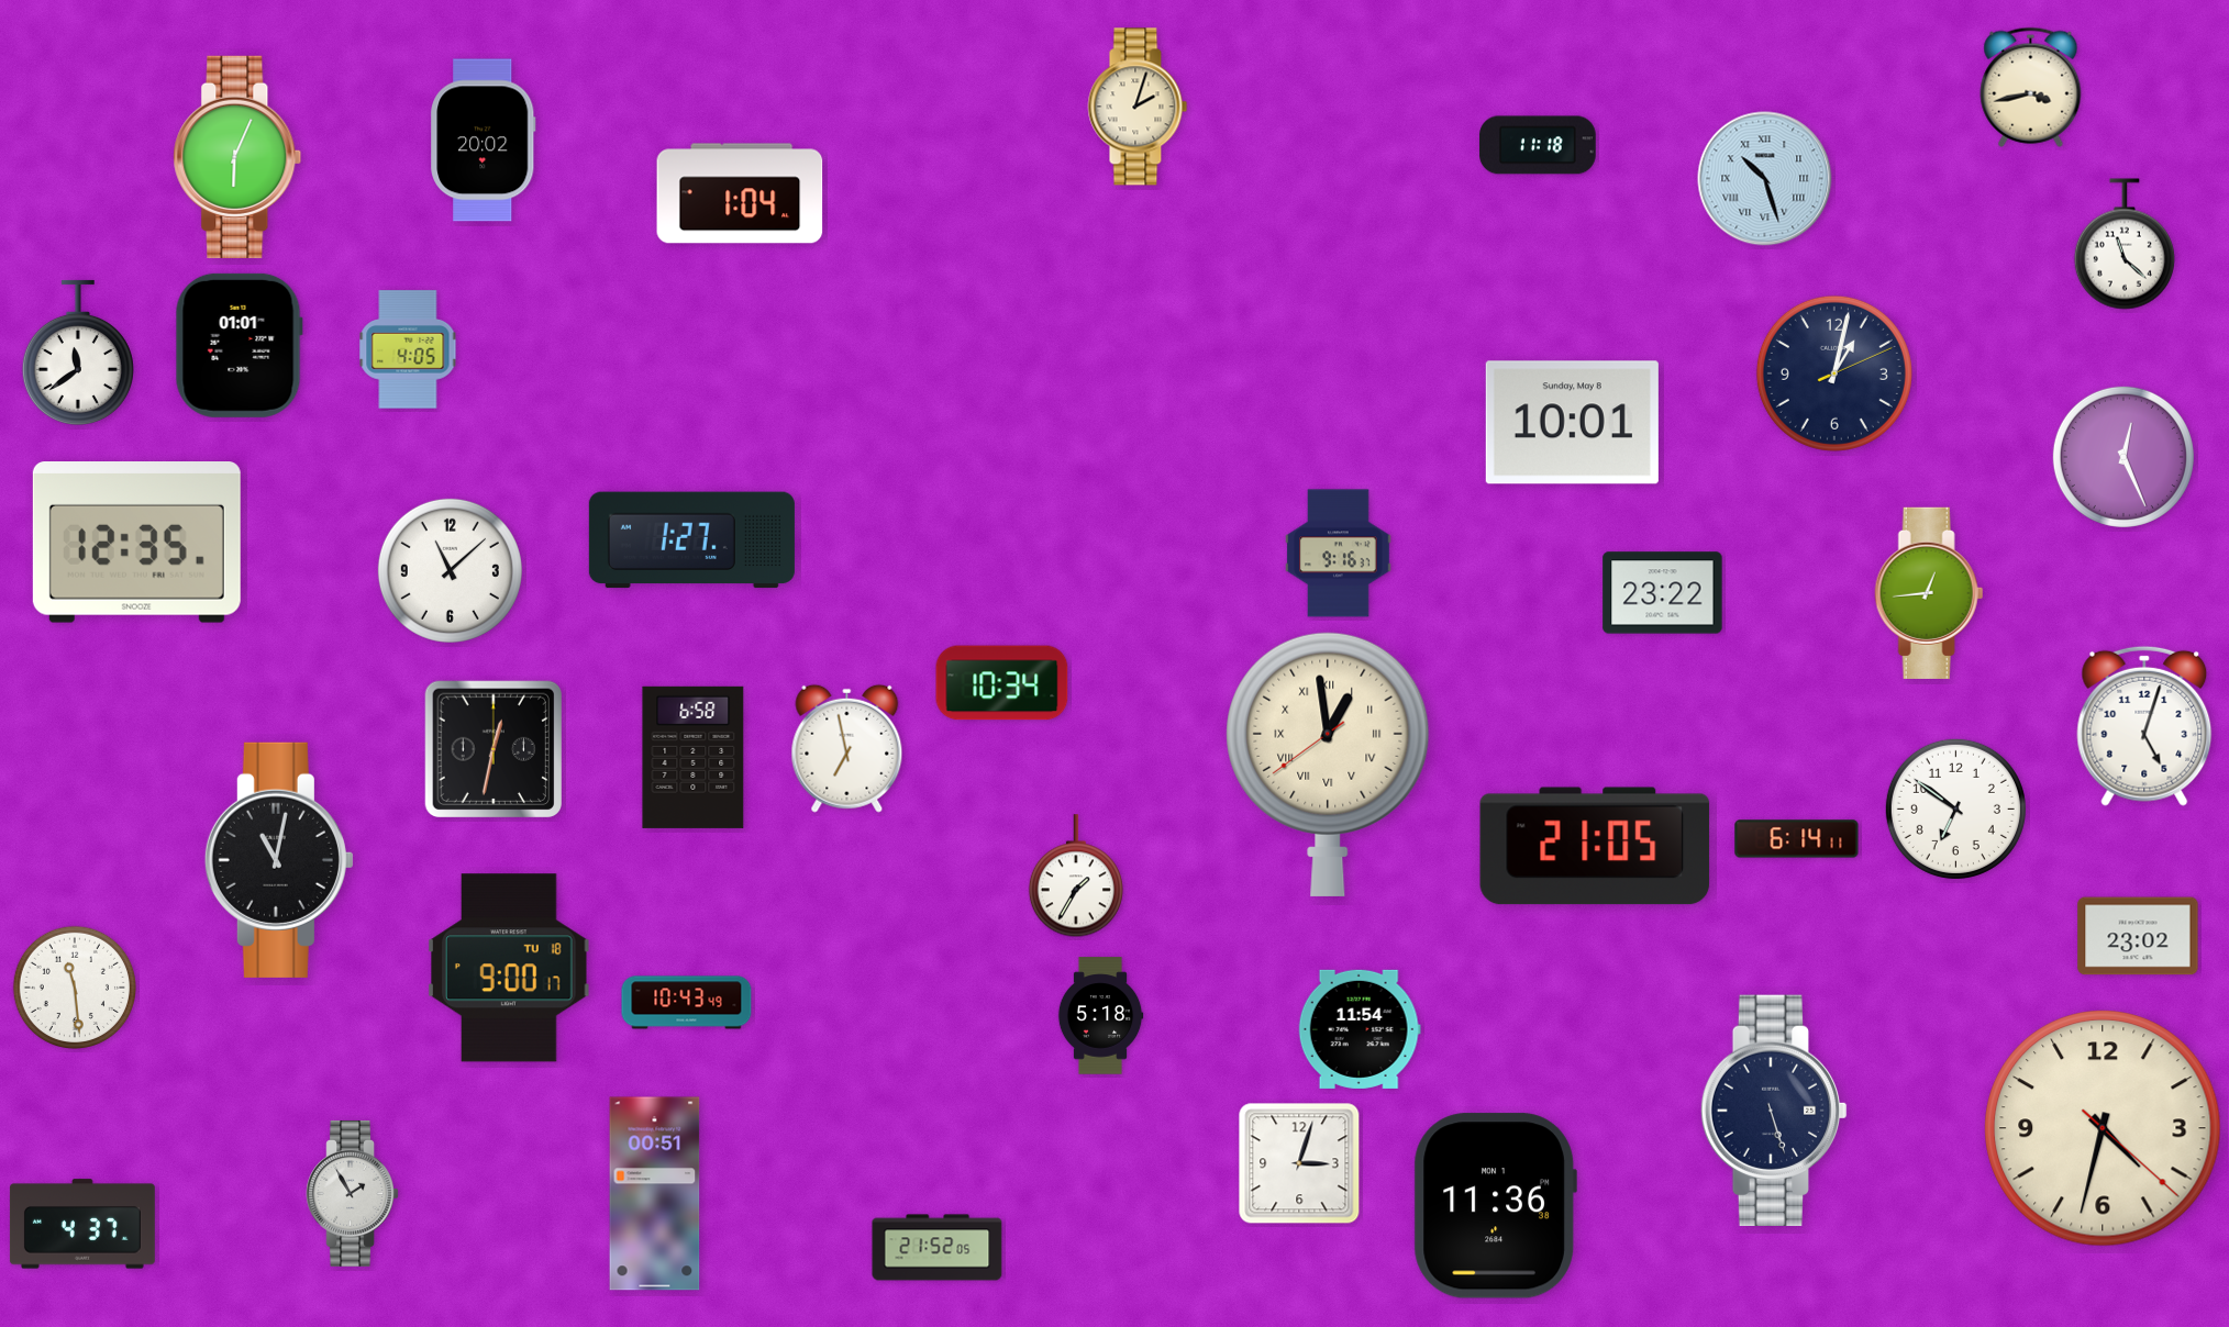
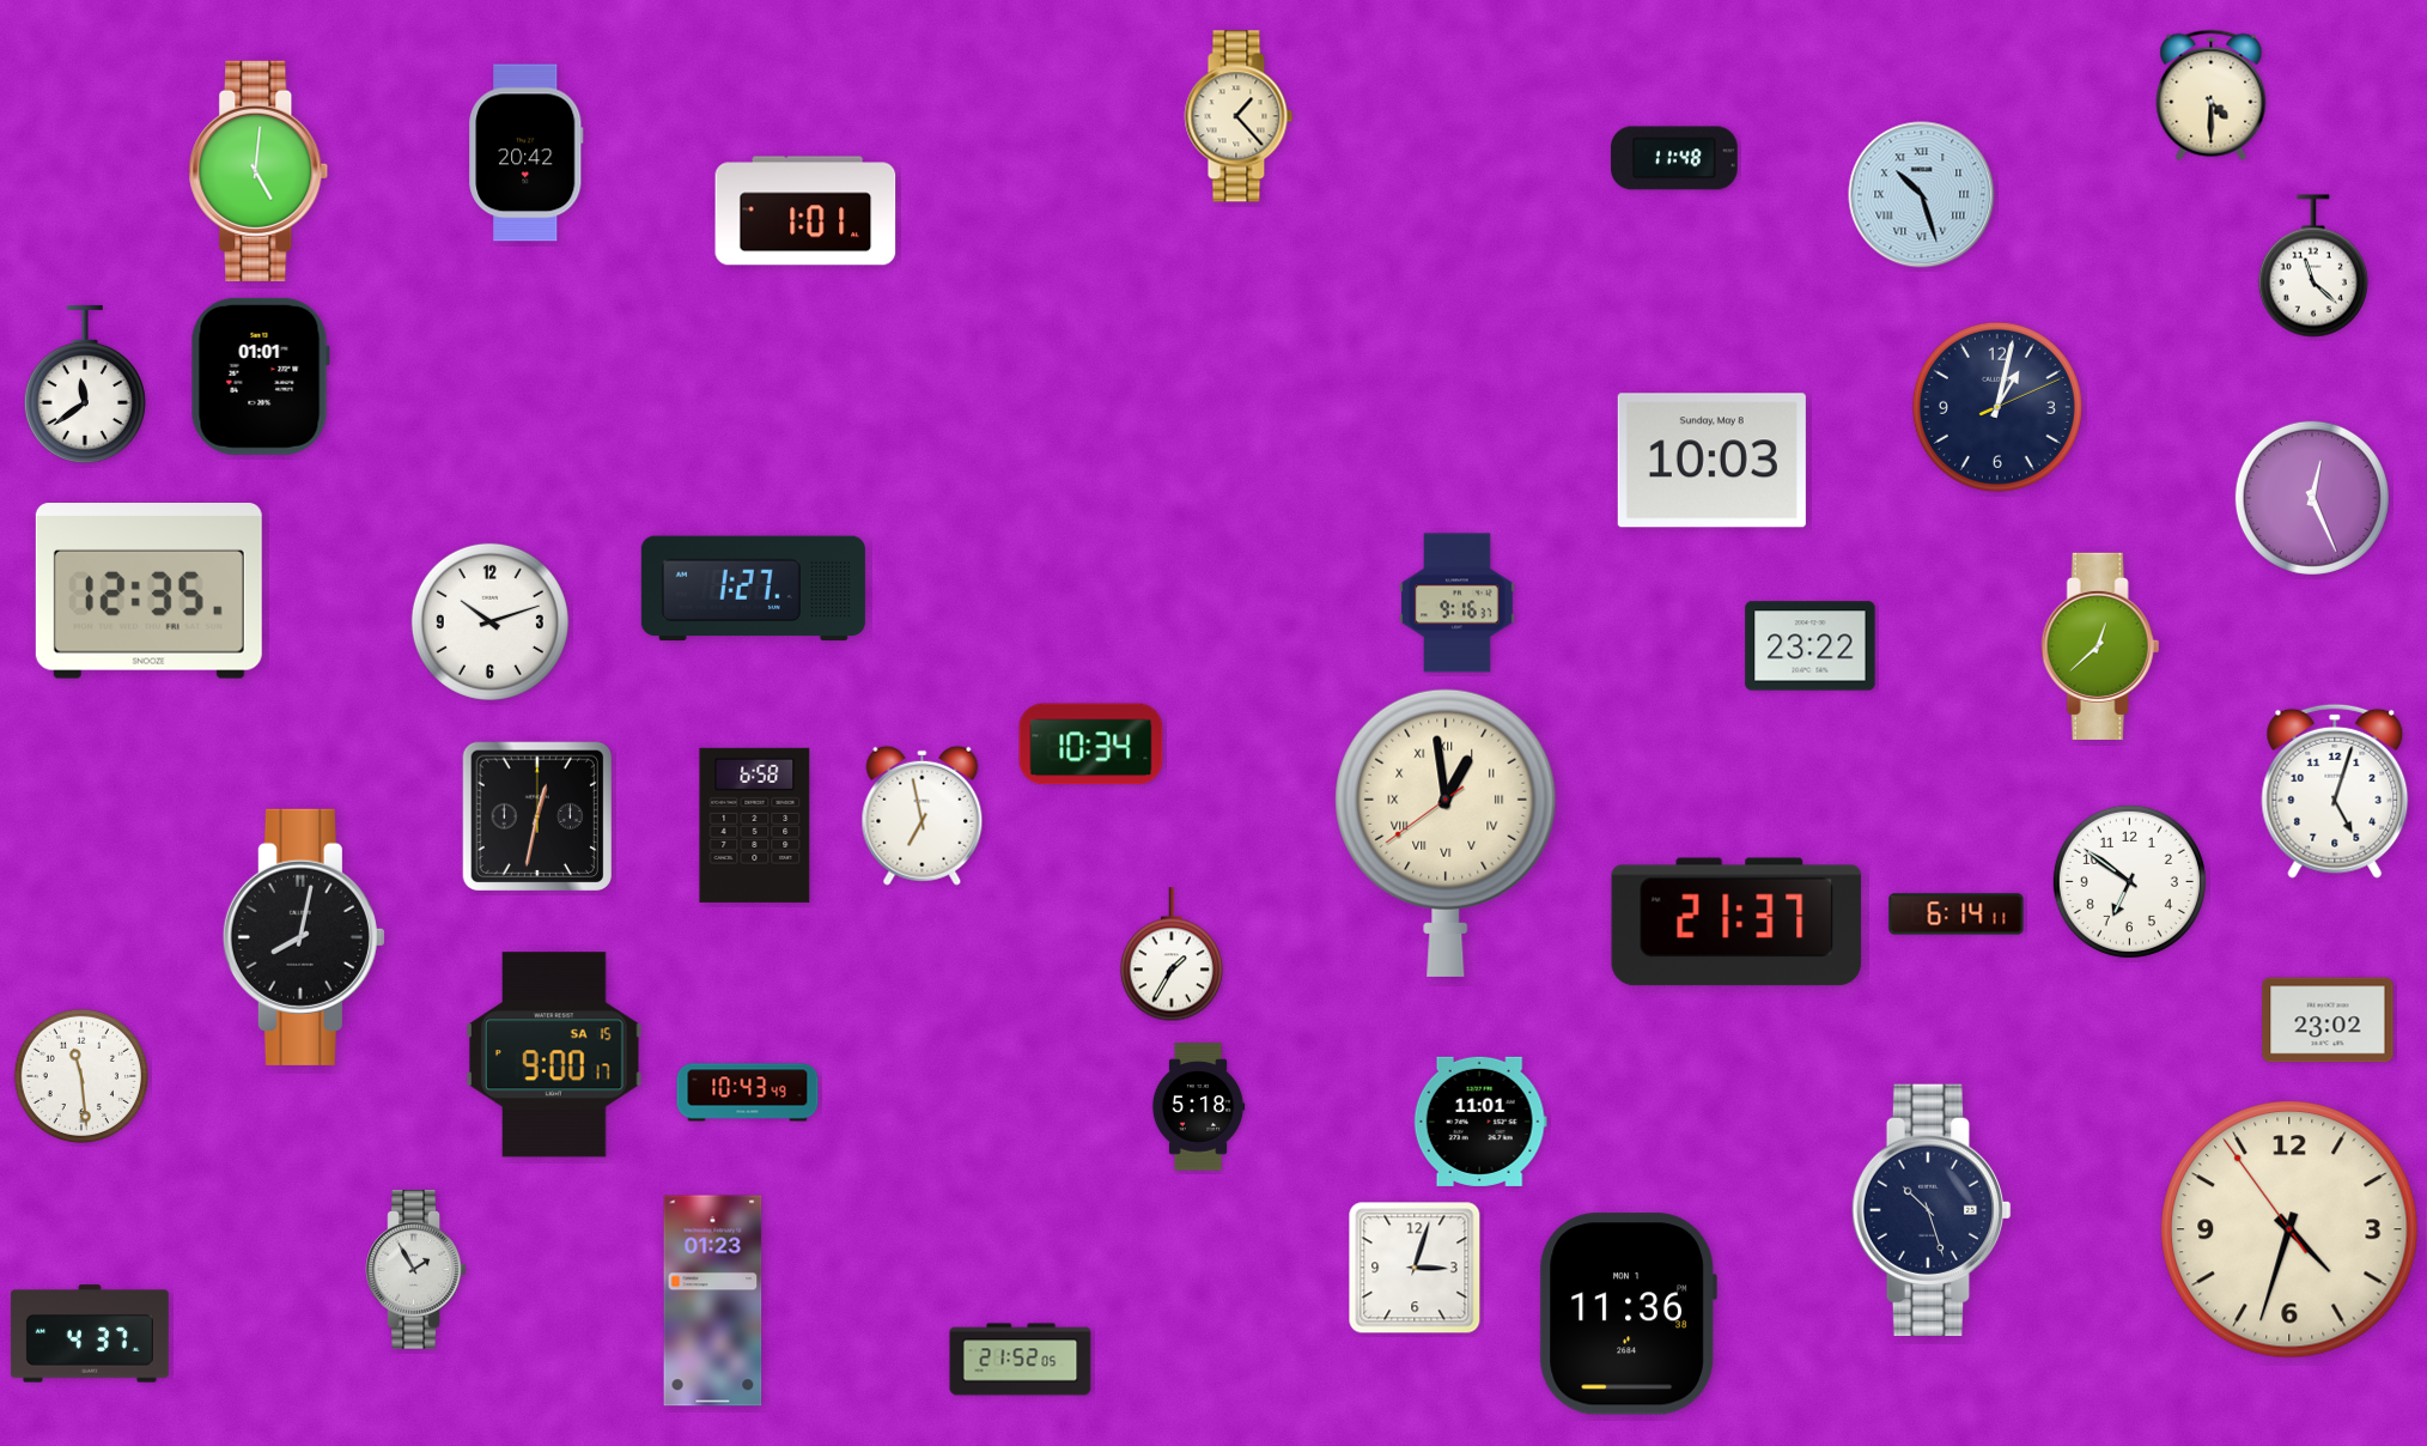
clock at (2031, 87): 3:43 -> 4:30
clock at (1138, 107): 2:03 -> 1:23
clock at (484, 141): 20:02 -> 20:42
clock at (1538, 145): 11:18 -> 11:48
clock at (237, 157): 6:04 -> 5:01
clock at (740, 193): 1:04 -> 1:01
clock at (408, 349): 4:05 -> none
clock at (1572, 423): 10:01 -> 10:03
clock at (450, 570): 11:08 -> 10:12
clock at (1929, 593): 12:44 -> 12:38
clock at (1595, 846): 21:05 -> 21:37
clock at (279, 860): 11:02 -> 8:02
clock at (509, 968) date: TU 18 -> SA 15
clock at (1360, 1029): 11:54 -> 11:01
clock at (1774, 1109): 5:27 -> 10:27
clock at (2103, 1128): 4:32:22 -> 4:32:54
clock at (352, 1193) position: (352, 1193) -> (415, 1269)
clock at (655, 1194): 00:51 -> 01:23
